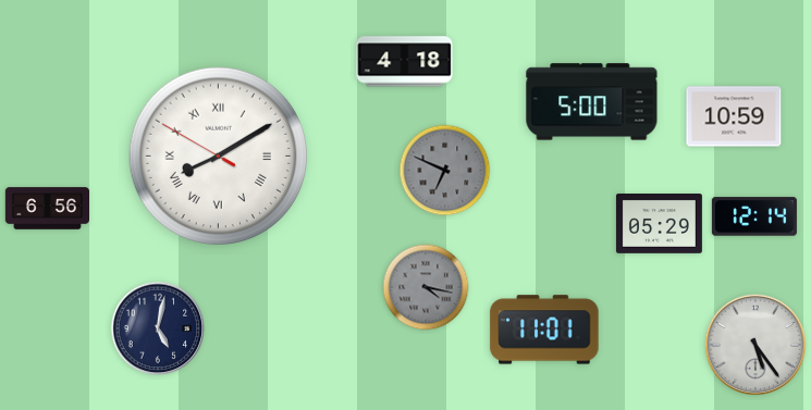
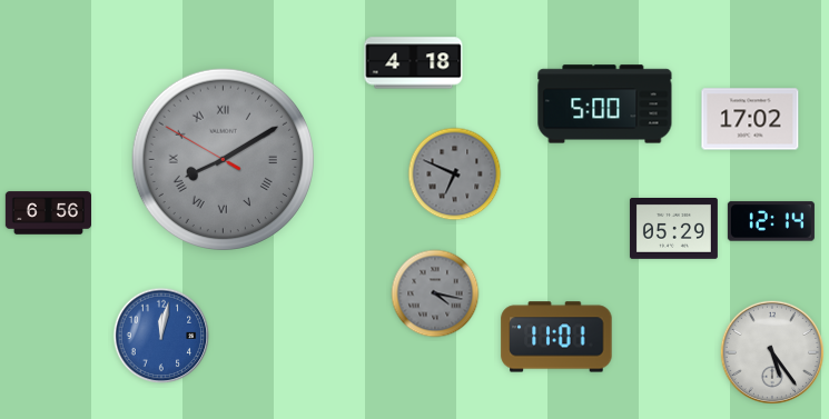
clock at (734, 116): 10:59 -> 17:02
clock at (218, 156) dial: white -> grey
clock at (158, 328): 5:02 -> 12:02
clock at (158, 328) dial: navy -> blue
